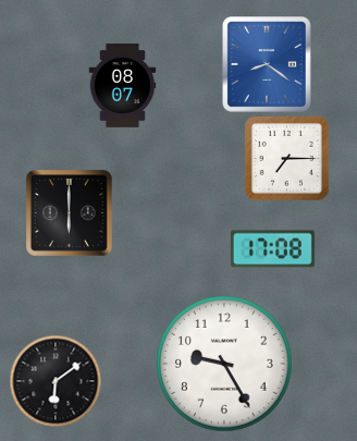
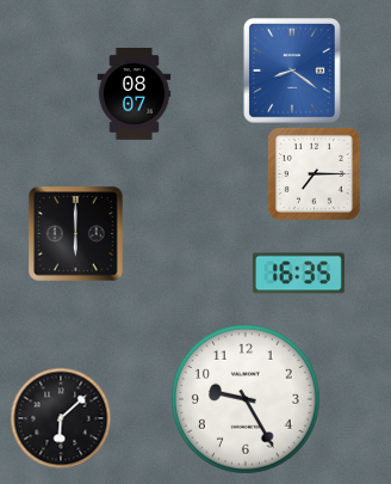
clock at (272, 249): 17:08 -> 16:35
clock at (56, 381): 6:09 -> 6:08
